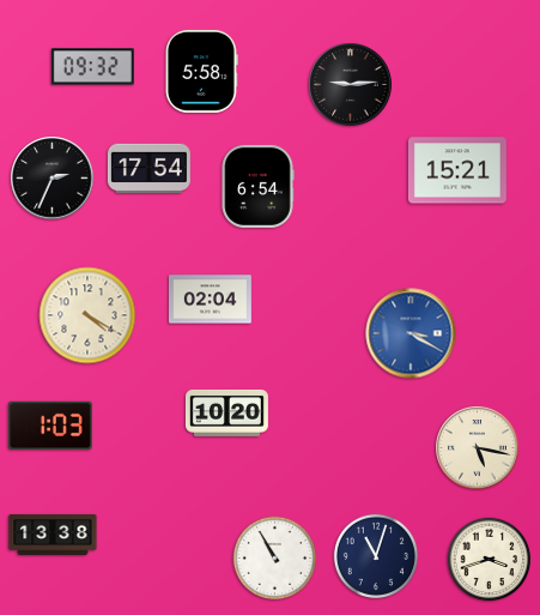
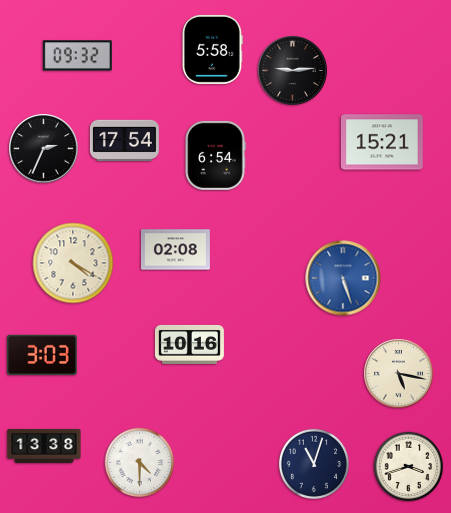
clock at (201, 71) position: (201, 71) -> (212, 49)
clock at (210, 300): 02:04 -> 02:08
clock at (411, 333): 3:20 -> 5:27
clock at (226, 412): 10:20 -> 10:16
clock at (51, 426): 1:03 -> 3:03
clock at (140, 463): none -> 4:30
clock at (275, 559): 10:55 -> none
